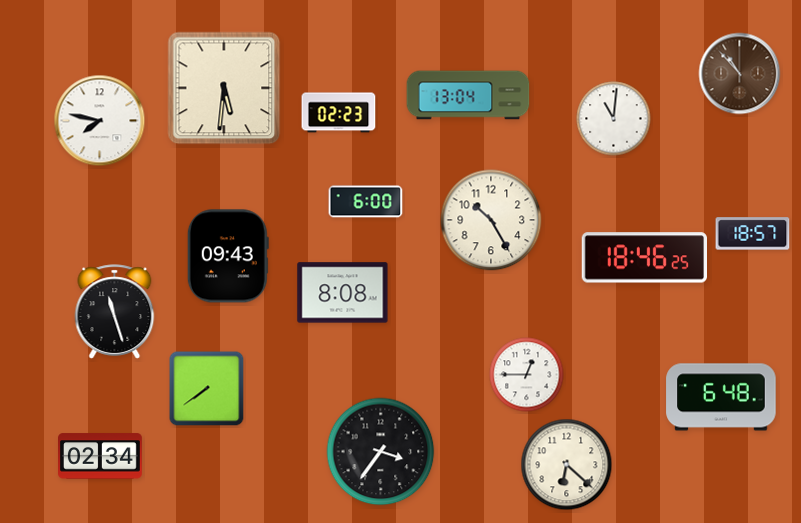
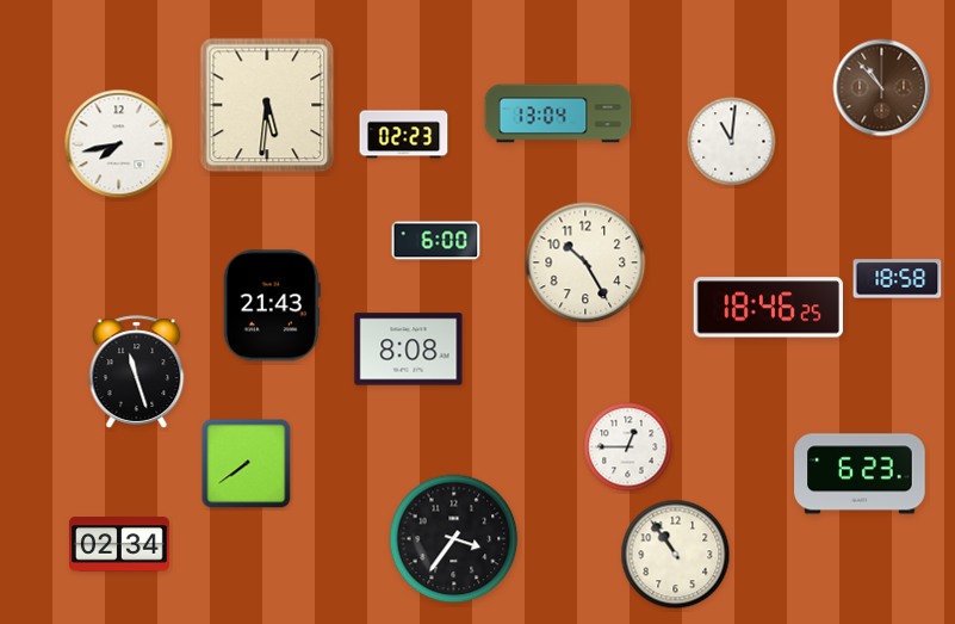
clock at (100, 121): 7:47 -> 7:43
clock at (753, 234): 18:57 -> 18:58
clock at (228, 256): 09:43 -> 21:43
clock at (721, 397): 6:48 -> 6:23
clock at (567, 465): 6:22 -> 10:54
